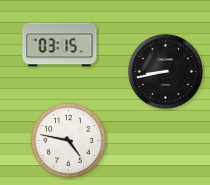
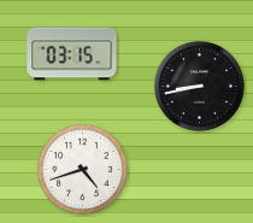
clock at (68, 140): 4:47 -> 4:42
